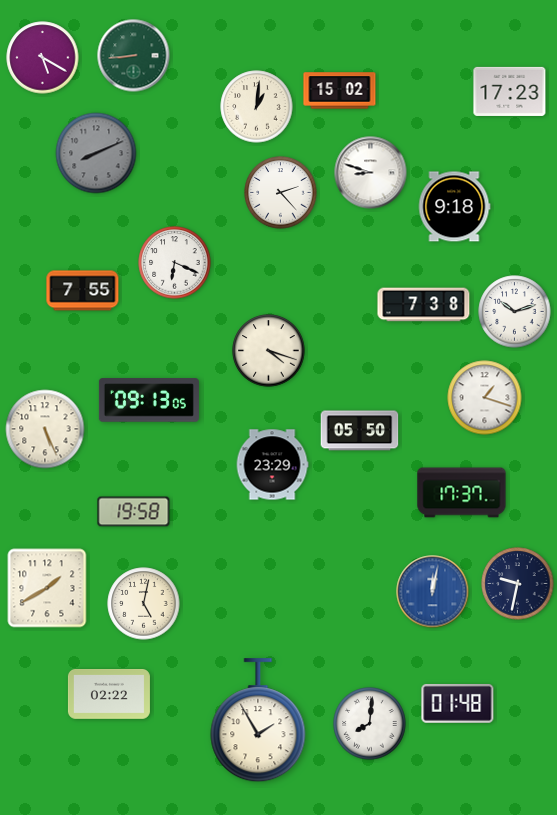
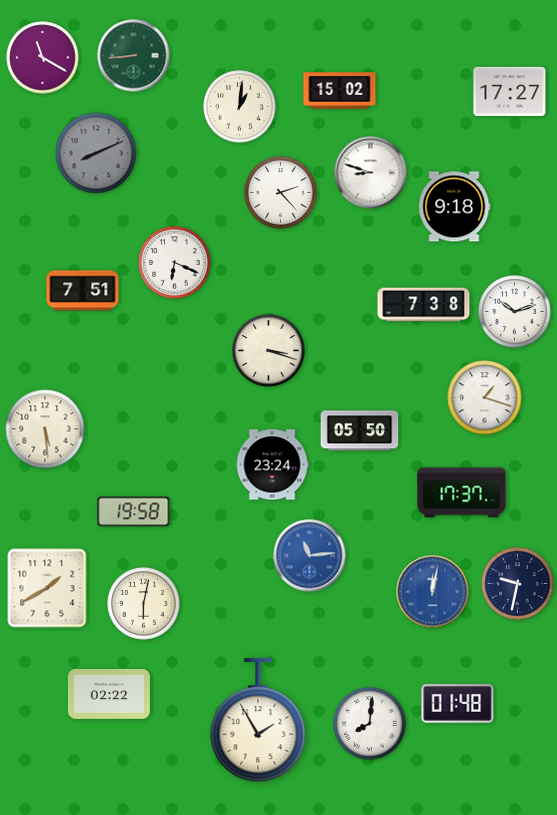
clock at (43, 58): 5:20 -> 11:20
clock at (510, 91): 17:23 -> 17:27
clock at (257, 107) position: (257, 107) -> (240, 107)
clock at (83, 291): 7:55 -> 7:51
clock at (269, 351): 4:18 -> 3:18
clock at (149, 400): 09:13 -> none
clock at (45, 429): 5:26 -> 5:29
clock at (272, 465): 23:29 -> 23:24
clock at (310, 556): none -> 11:14
clock at (144, 604): 5:02 -> 6:02
